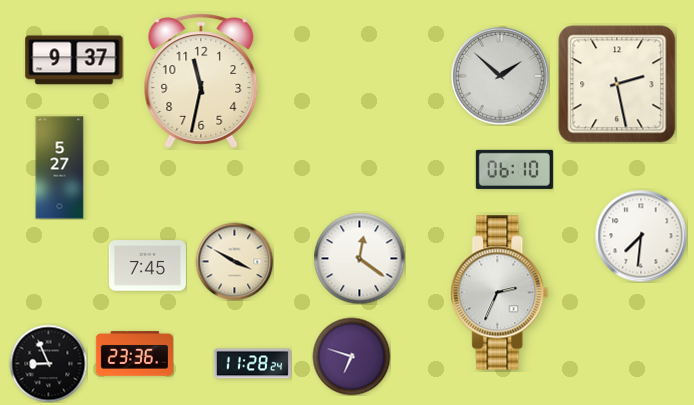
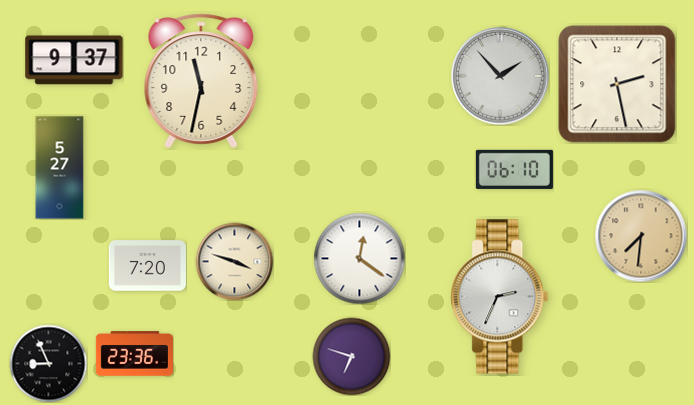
clock at (500, 76): 1:52 -> 1:53
clock at (641, 236) dial: white -> champagne
clock at (234, 261): 3:50 -> 3:48
clock at (147, 266): 7:45 -> 7:20
clock at (500, 293) position: (500, 293) -> (500, 297)
clock at (252, 364): 11:28 -> none
